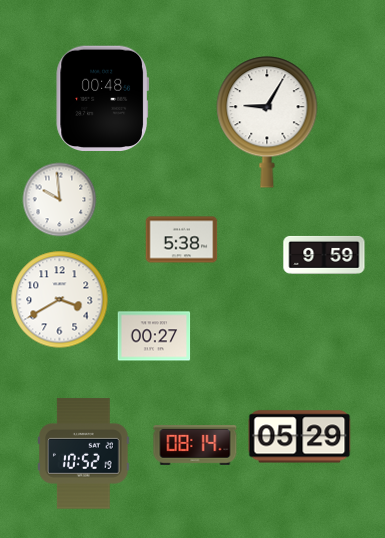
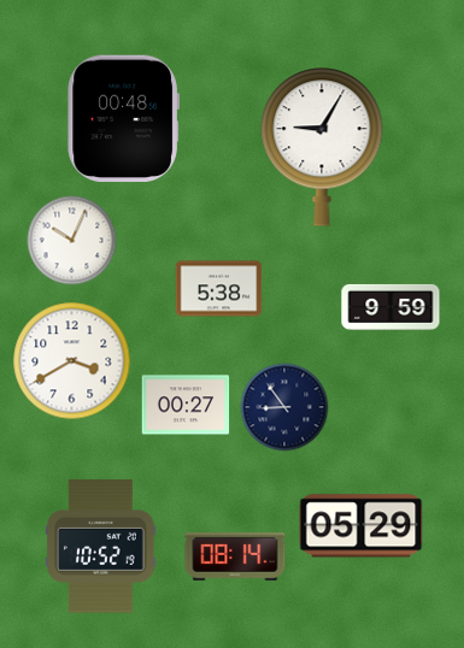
clock at (60, 200): 9:59 -> 10:04
clock at (284, 407): none -> 8:54
clock at (195, 446) position: (195, 446) -> (235, 558)
